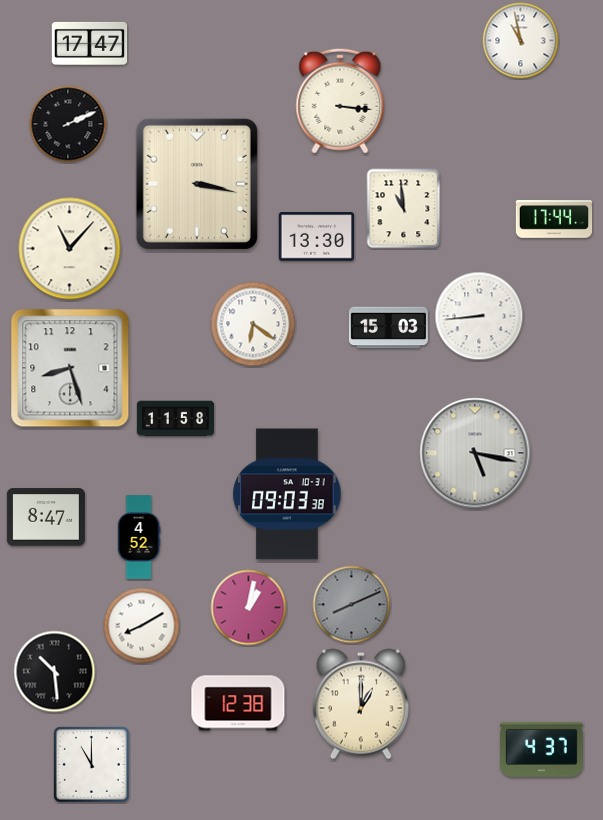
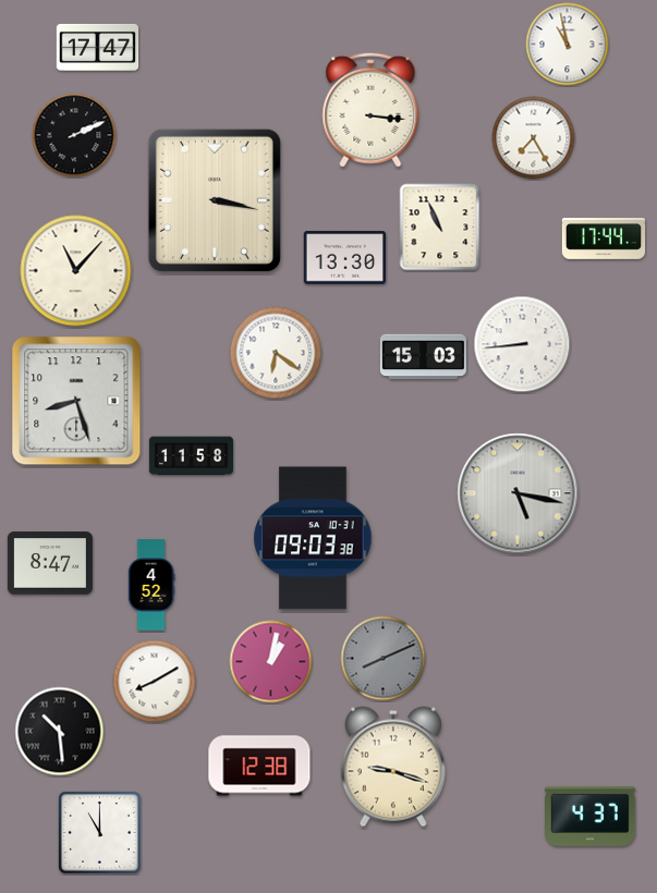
clock at (534, 138): none -> 7:25
clock at (404, 209): 10:59 -> 10:56
clock at (361, 704): 1:00 -> 9:18
